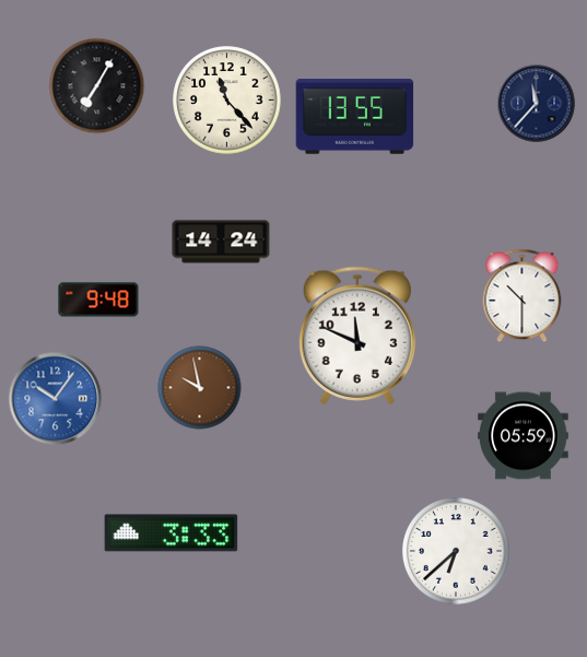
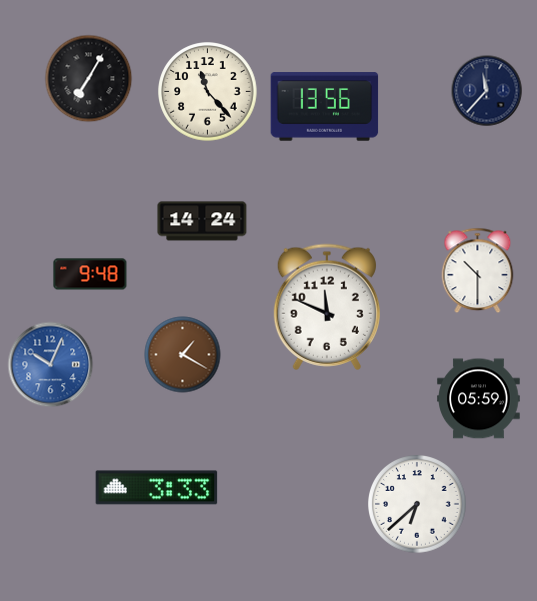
clock at (537, 104) position: (537, 104) -> (487, 91)
clock at (355, 117): 13:55 -> 13:56
clock at (200, 388): 9:58 -> 1:20
clock at (56, 399): 10:06 -> 10:04
